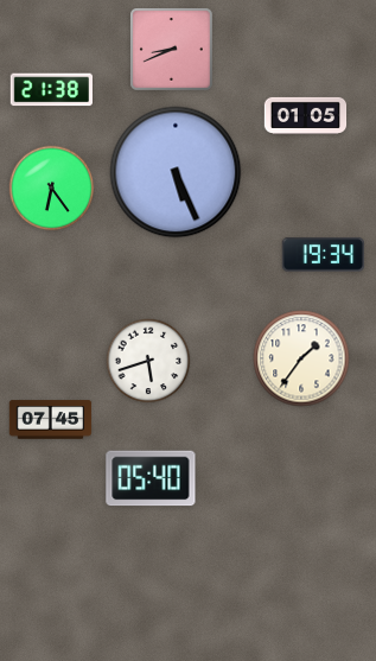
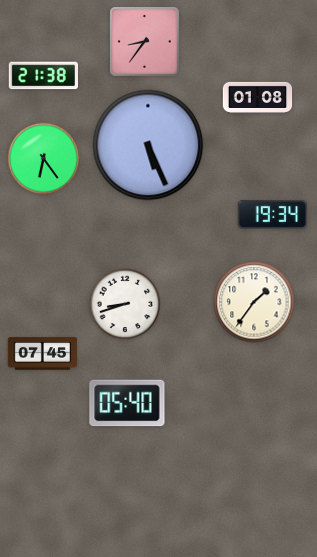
clock at (172, 50): 8:41 -> 8:36
clock at (306, 115): 01:05 -> 01:08
clock at (148, 361): 5:42 -> 8:42
